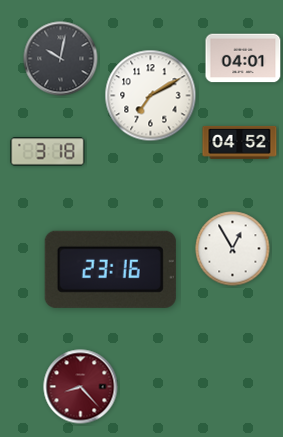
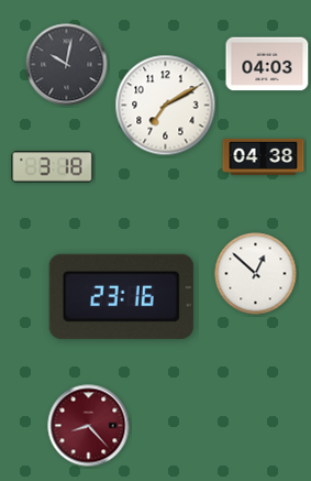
clock at (243, 58): 04:01 -> 04:03
clock at (240, 142): 04:52 -> 04:38
clock at (233, 249): 12:55 -> 12:52
